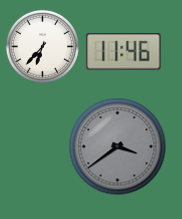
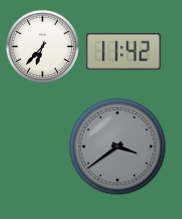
clock at (124, 52): 11:46 -> 11:42
